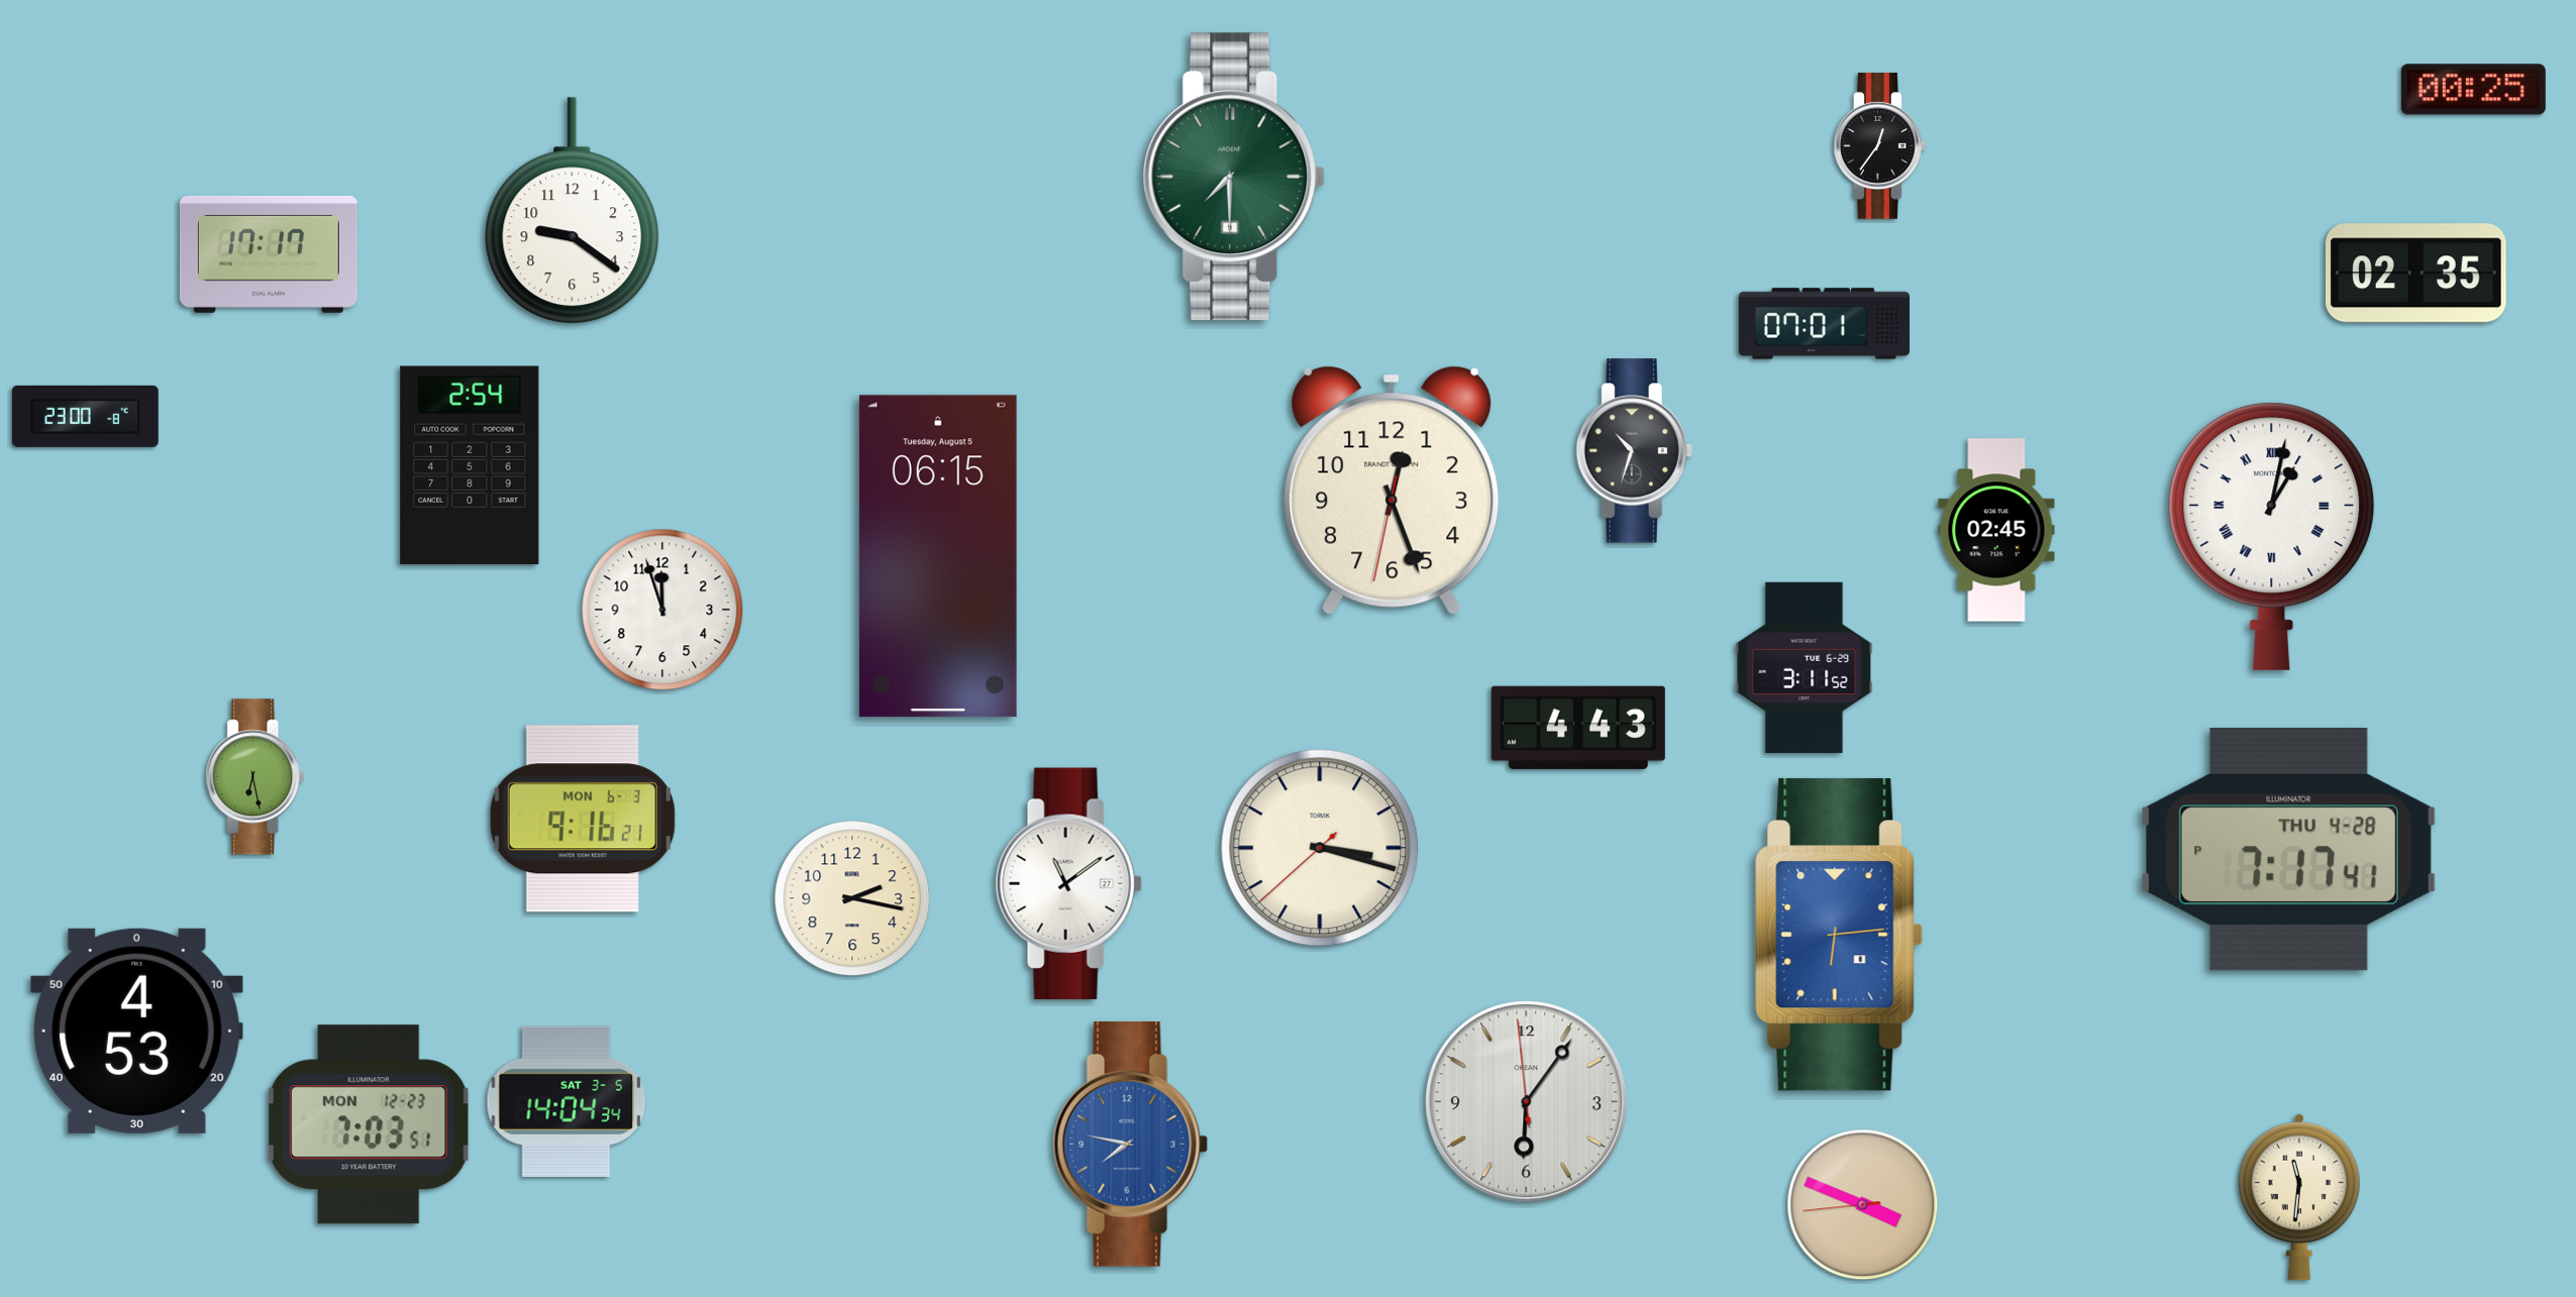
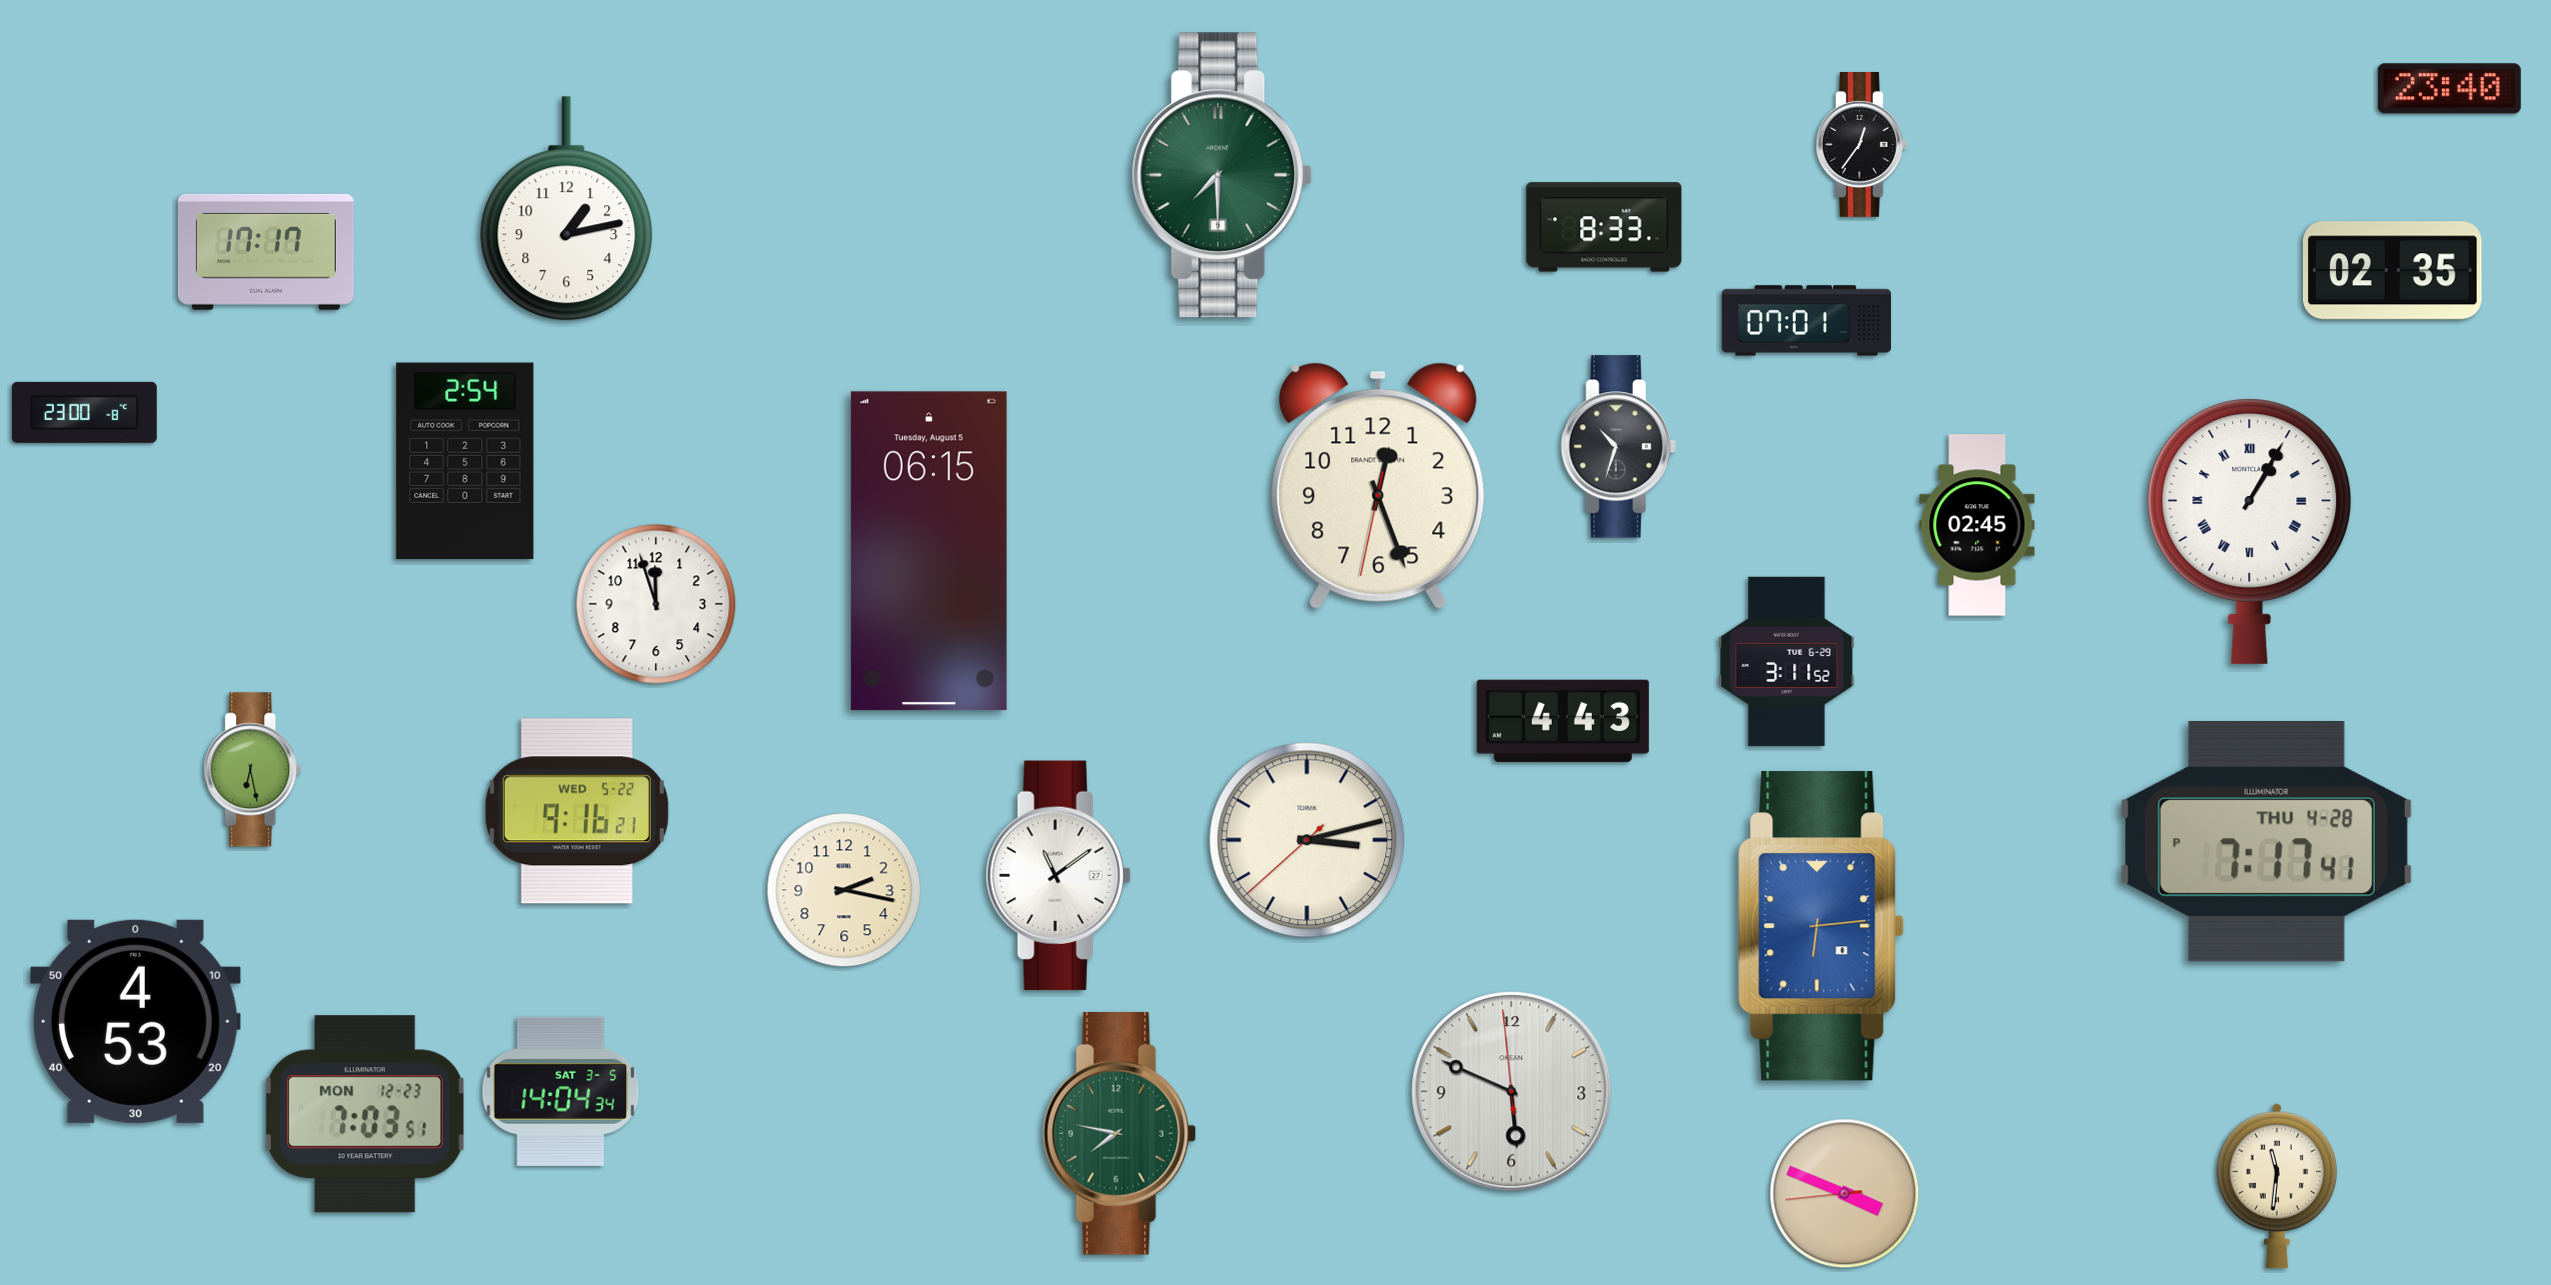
clock at (2473, 90): 00:25 -> 23:40
clock at (573, 211): 9:21 -> 1:13
clock at (1604, 227): none -> 8:33
clock at (2272, 536): 1:02 -> 1:05
clock at (583, 819) date: MON 6-3 -> WED 5-22
clock at (1320, 848): 3:17 -> 3:12
clock at (1527, 1102): 6:05 -> 5:48
clock at (1131, 1144) dial: blue -> green
